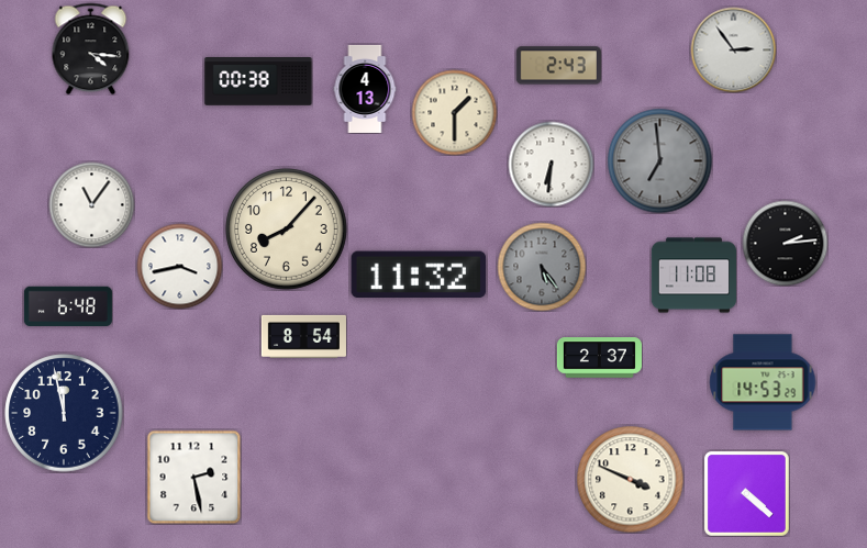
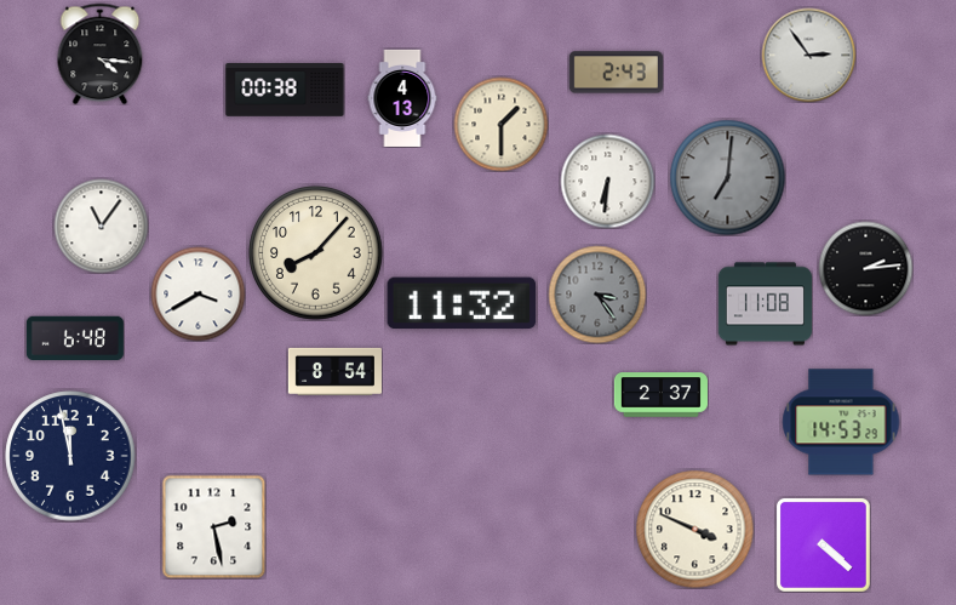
clock at (659, 160): 6:59 -> 7:01
clock at (179, 266): 3:43 -> 3:40
clock at (542, 267): 5:24 -> 3:24
